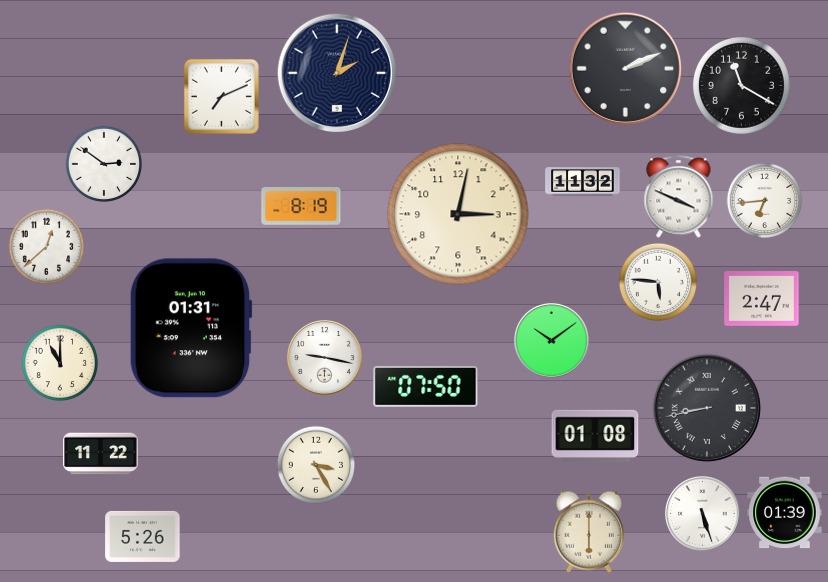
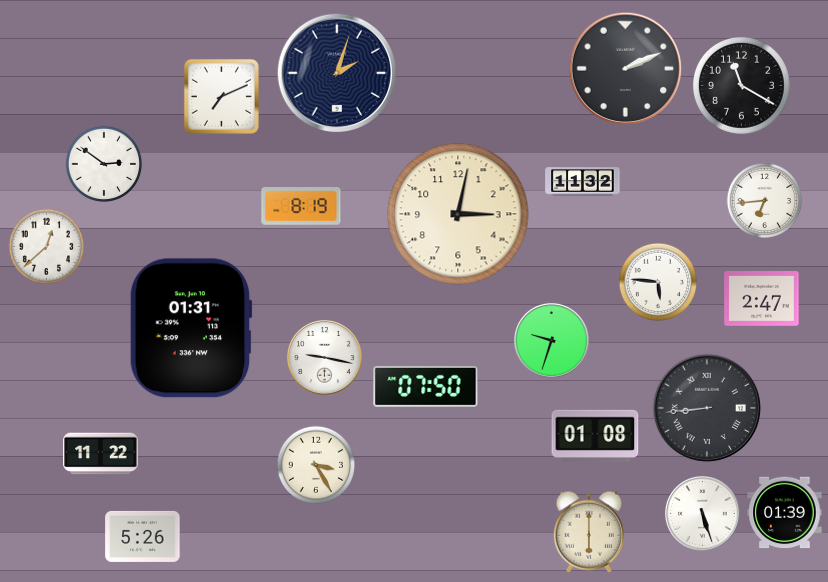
clock at (679, 197): 3:49 -> none
clock at (552, 341): 10:09 -> 9:33
clock at (59, 362): 11:00 -> none
clock at (706, 407): 8:43 -> 8:44
